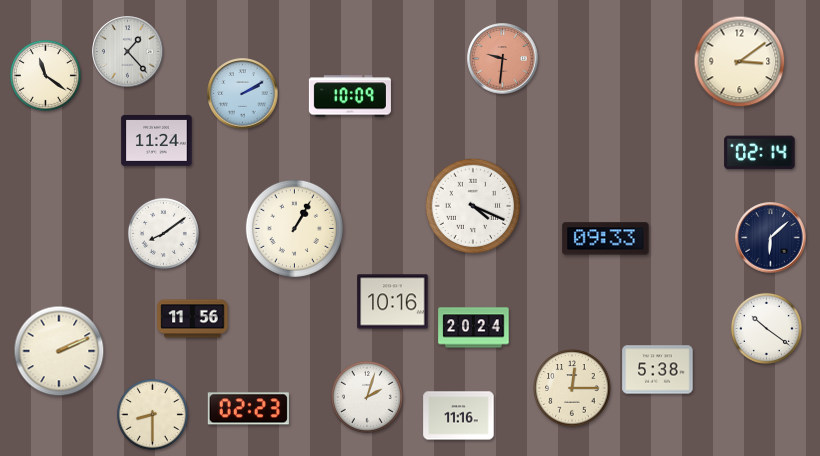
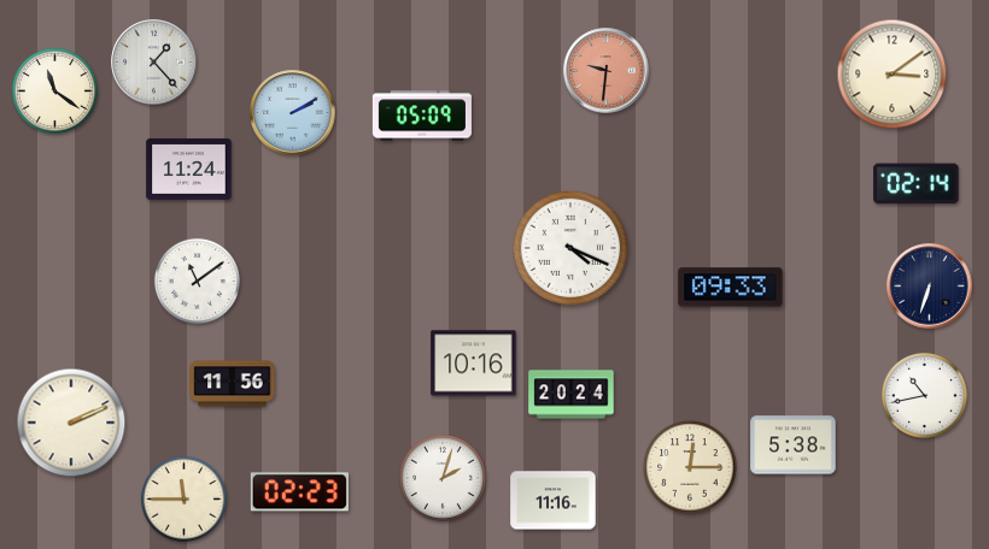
clock at (350, 96): 10:09 -> 05:09
clock at (294, 228): 1:05 -> none
clock at (163, 233): 8:09 -> 11:09
clock at (771, 238): 6:08 -> 6:33
clock at (766, 328): 10:21 -> 10:43
clock at (152, 414): 8:30 -> 11:45
